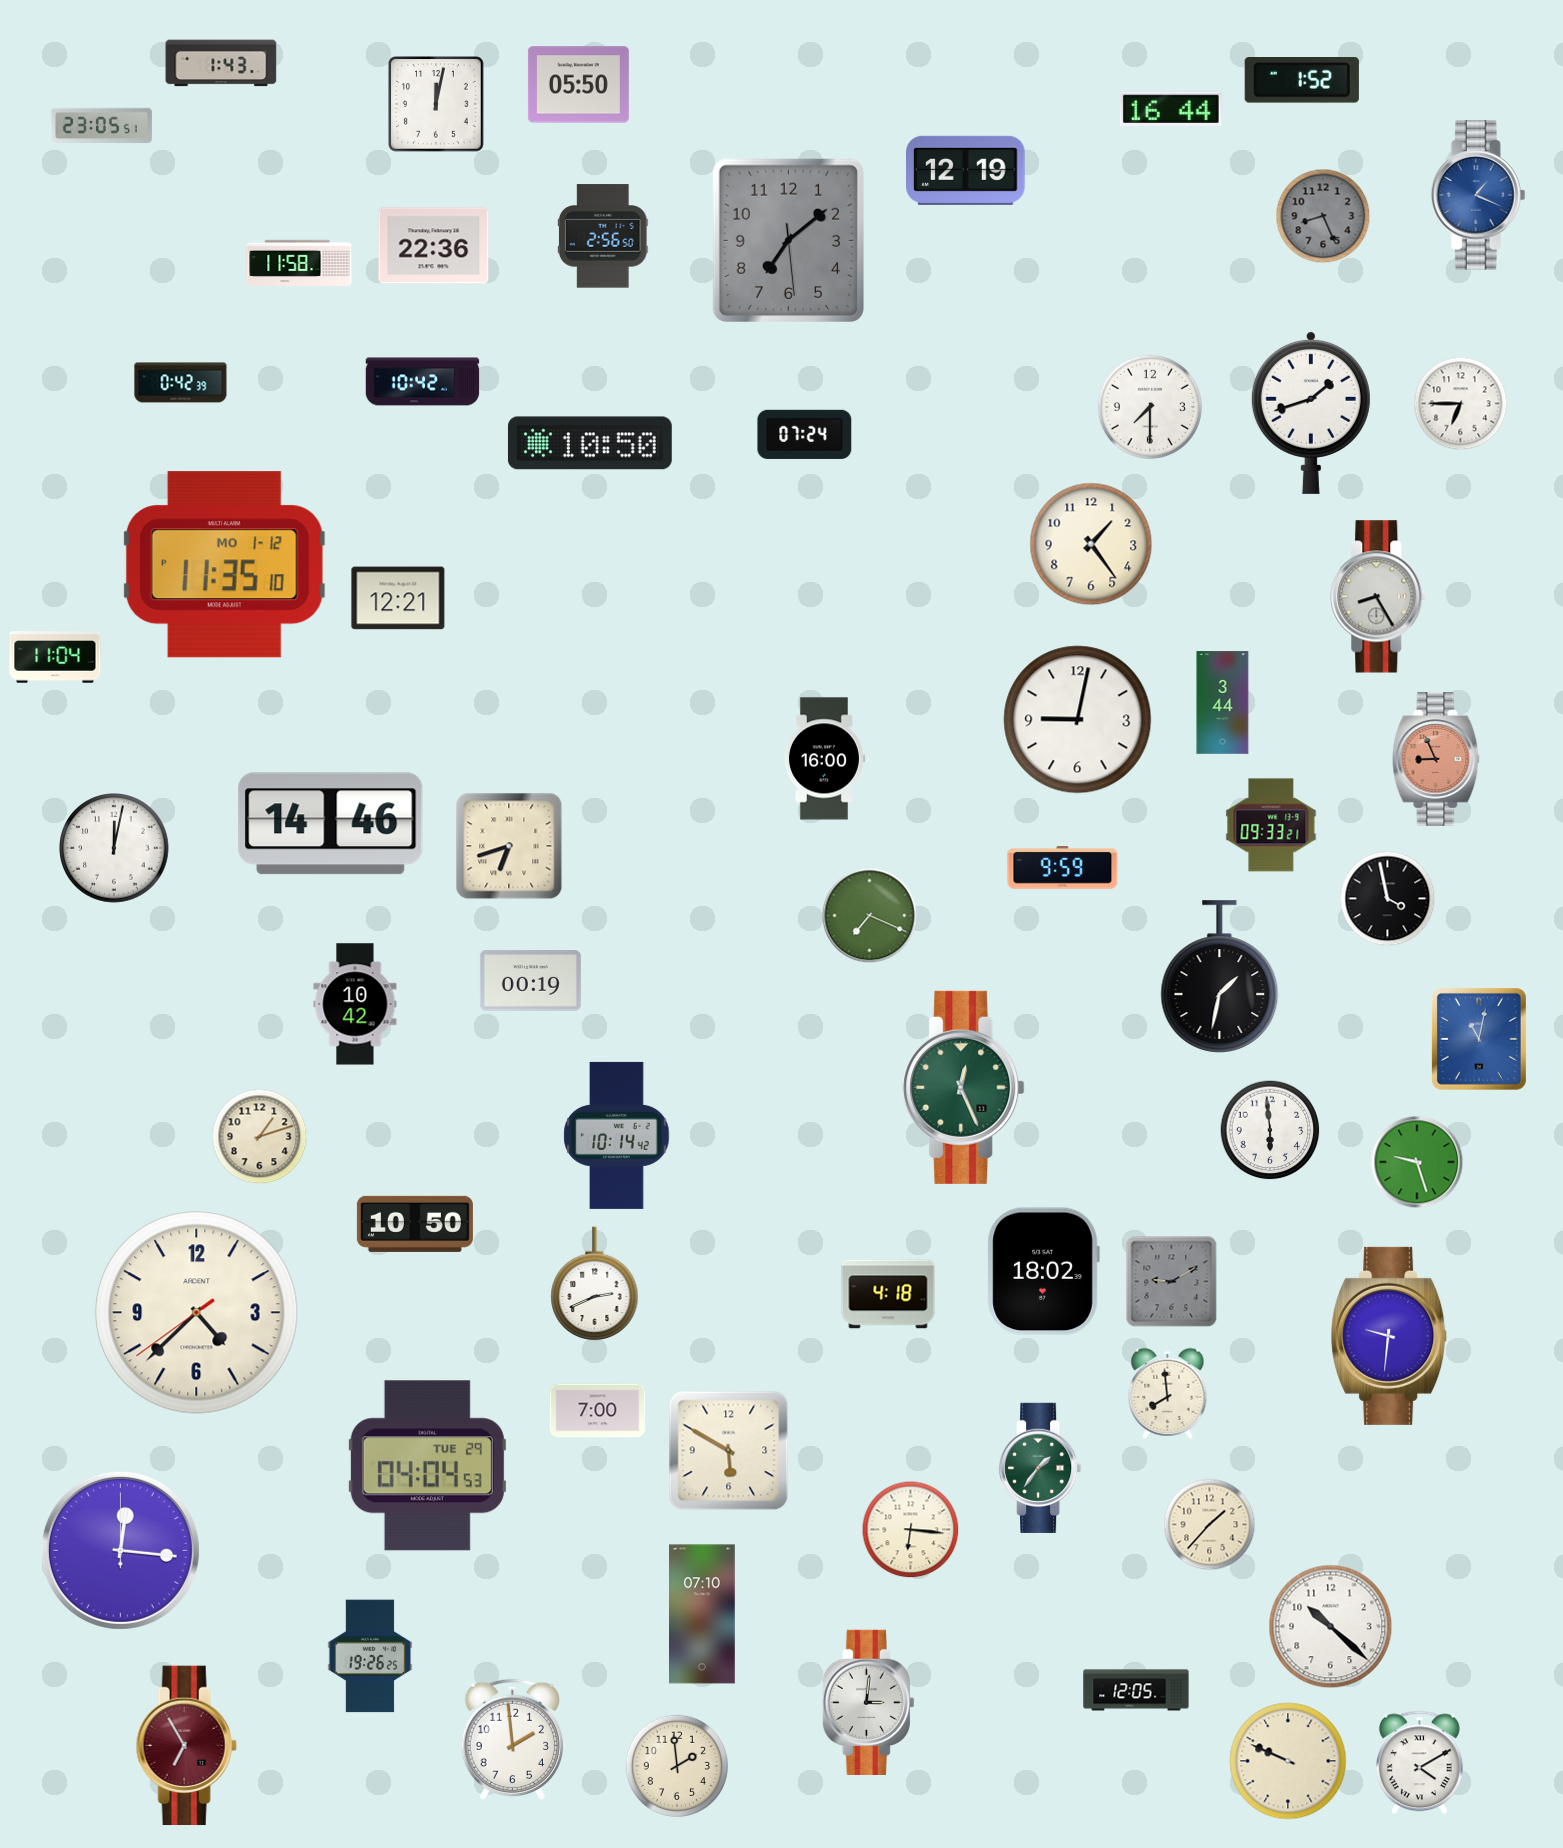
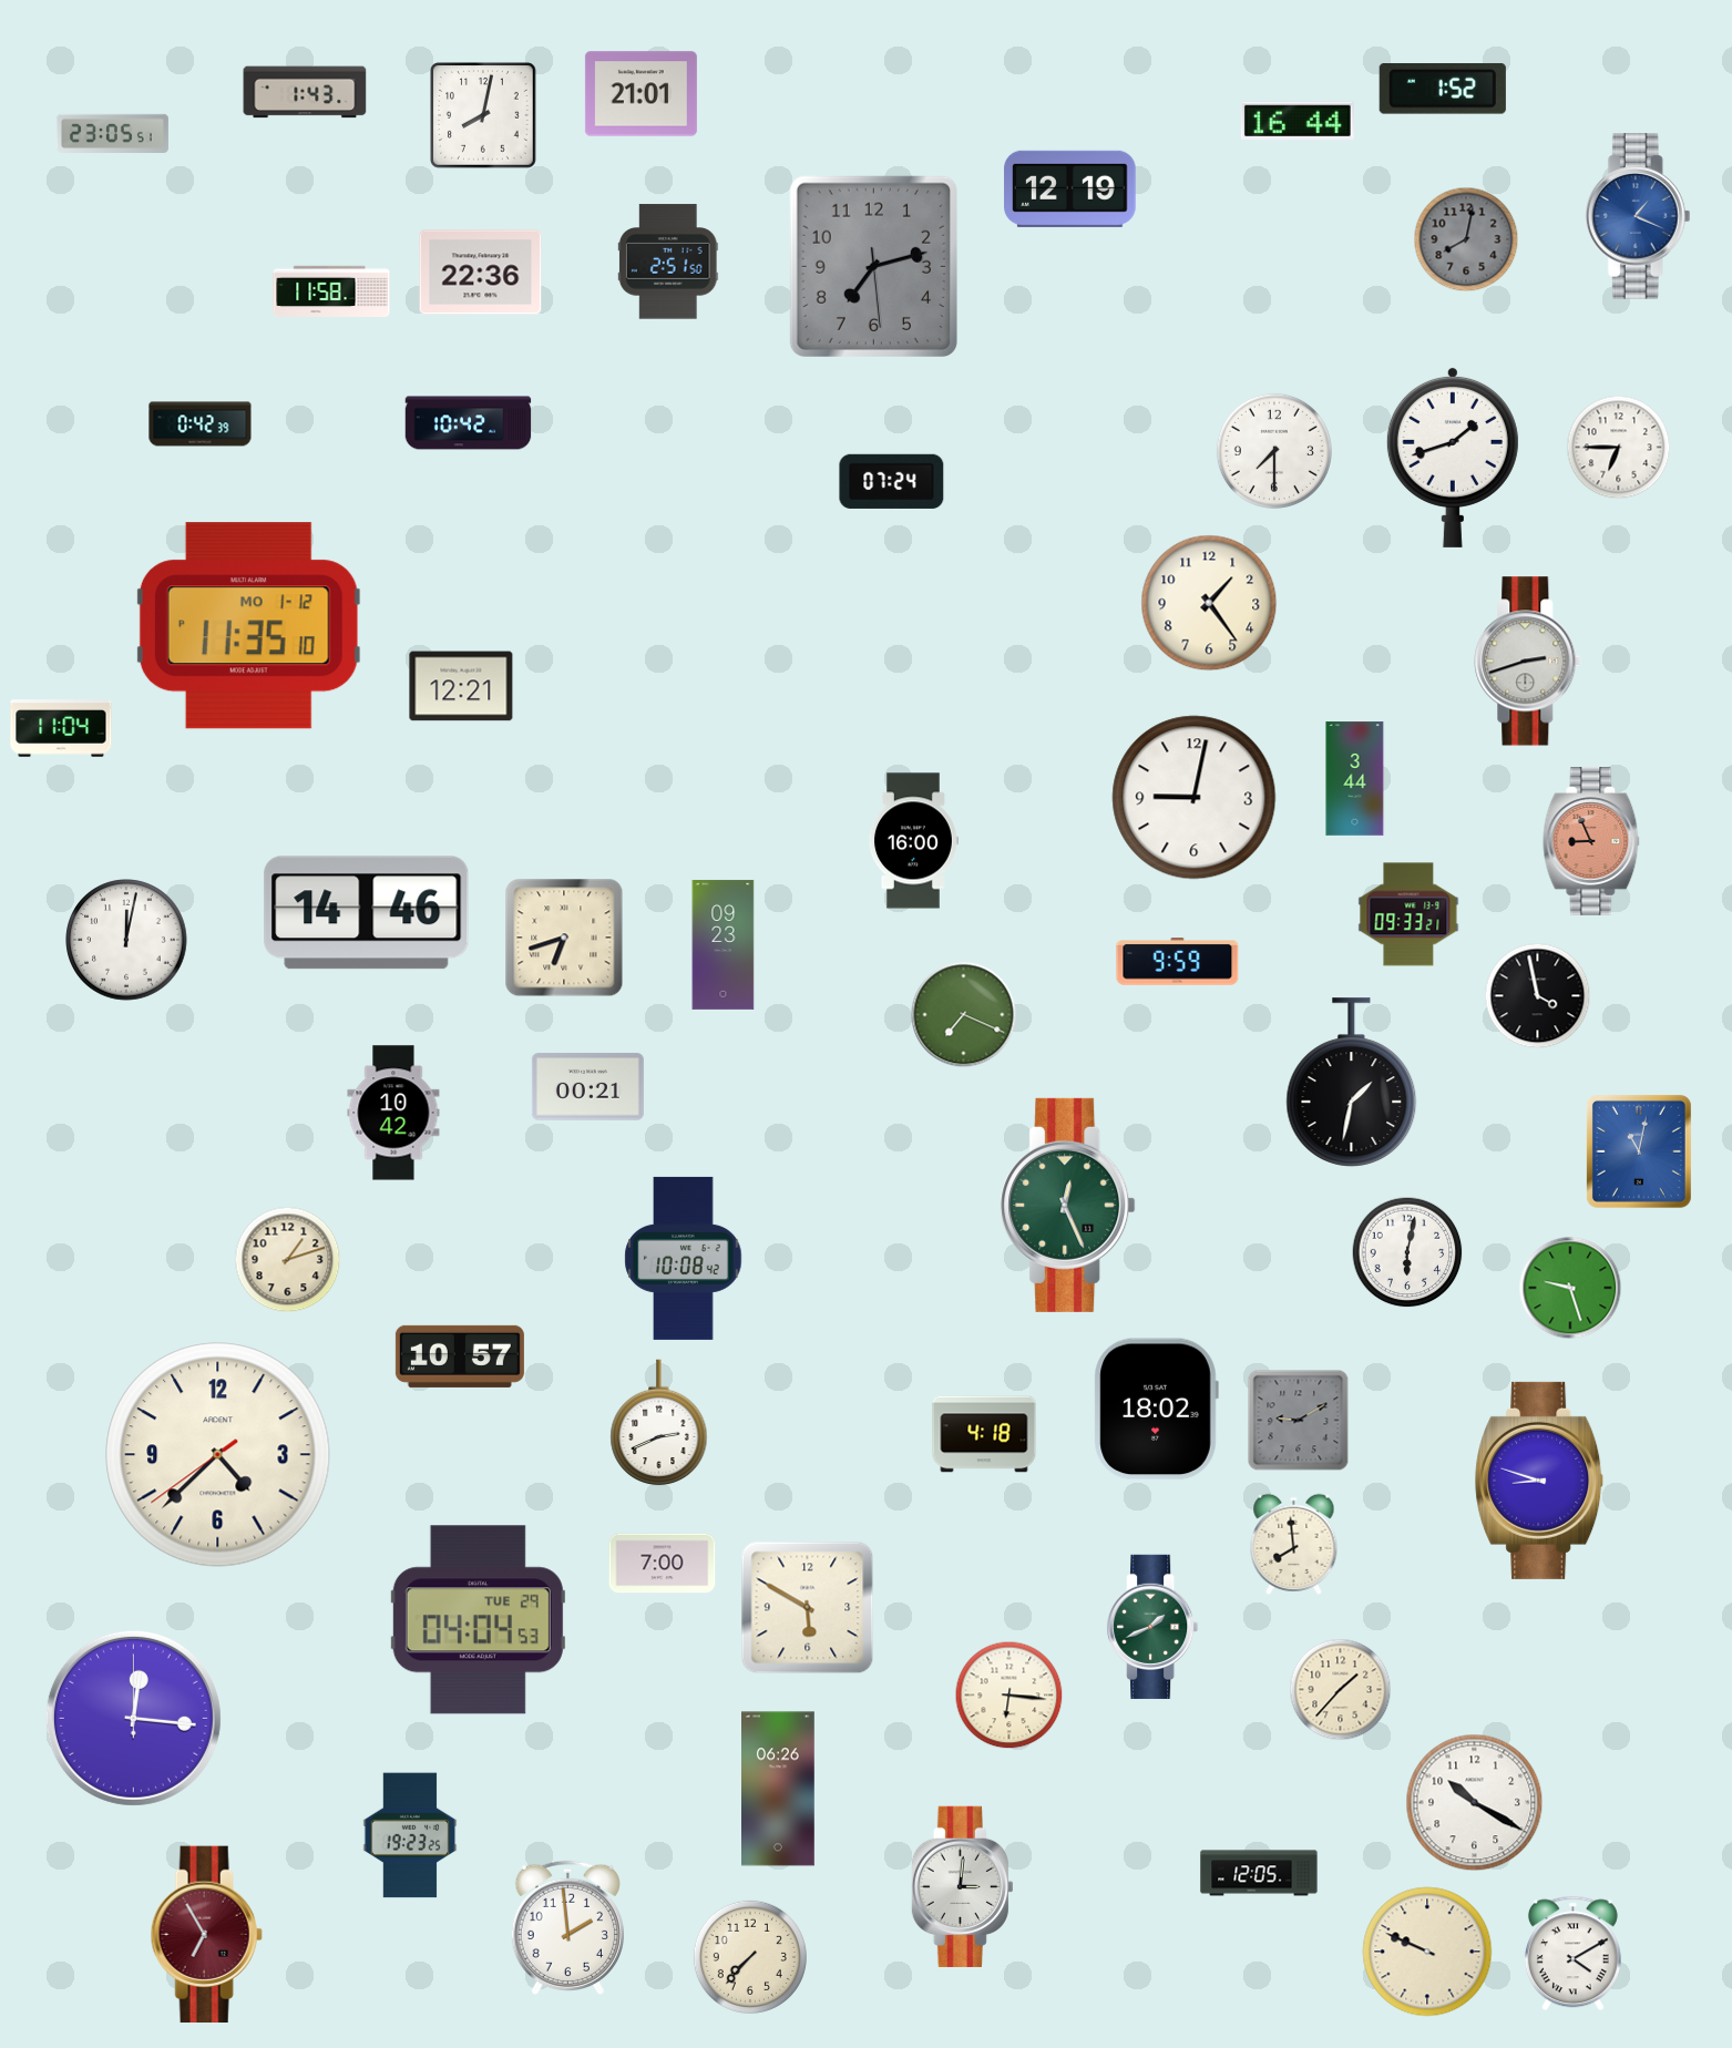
clock at (221, 63) position: (221, 63) -> (305, 92)
clock at (578, 85): 05:50 -> 21:01
clock at (437, 105): 12:02 -> 8:02
clock at (101, 125) position: (101, 125) -> (112, 133)
clock at (1323, 216): 8:26 -> 8:02
clock at (603, 236): 2:56 -> 2:51
clock at (788, 240): 7:08 -> 7:12
clock at (590, 443): 10:50 -> none
clock at (1379, 597): 8:25 -> 2:42
clock at (398, 598) position: (398, 598) -> (461, 686)
clock at (724, 944): none -> 09:23
clock at (530, 981): 00:19 -> 00:21
clock at (1270, 1130): 5:59 -> 6:02
clock at (617, 1135): 10:14 -> 10:08
clock at (415, 1224): 10:50 -> 10:57
clock at (1389, 1336): 9:31 -> 8:48
clock at (427, 1466) position: (427, 1466) -> (478, 1620)
clock at (1040, 1468): 1:36 -> 1:41
clock at (703, 1614): 07:10 -> 06:26
clock at (1331, 1627): 10:22 -> 10:20
clock at (370, 1656): 19:26 -> 19:23
clock at (677, 1766): 1:59 -> 7:37
